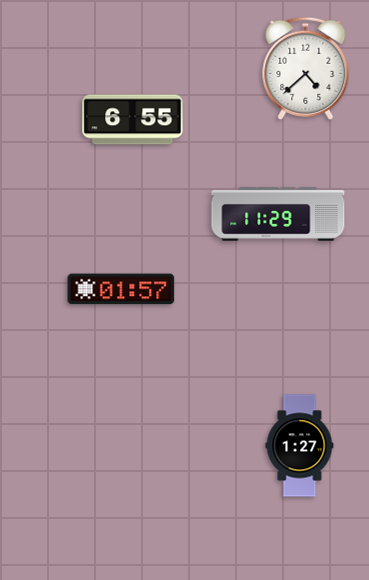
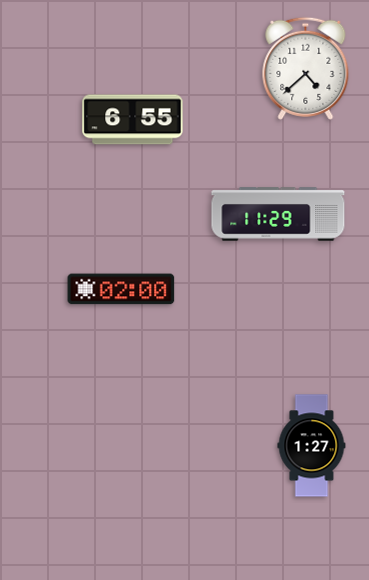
clock at (121, 289): 01:57 -> 02:00
clock at (300, 446) position: (300, 446) -> (312, 446)
